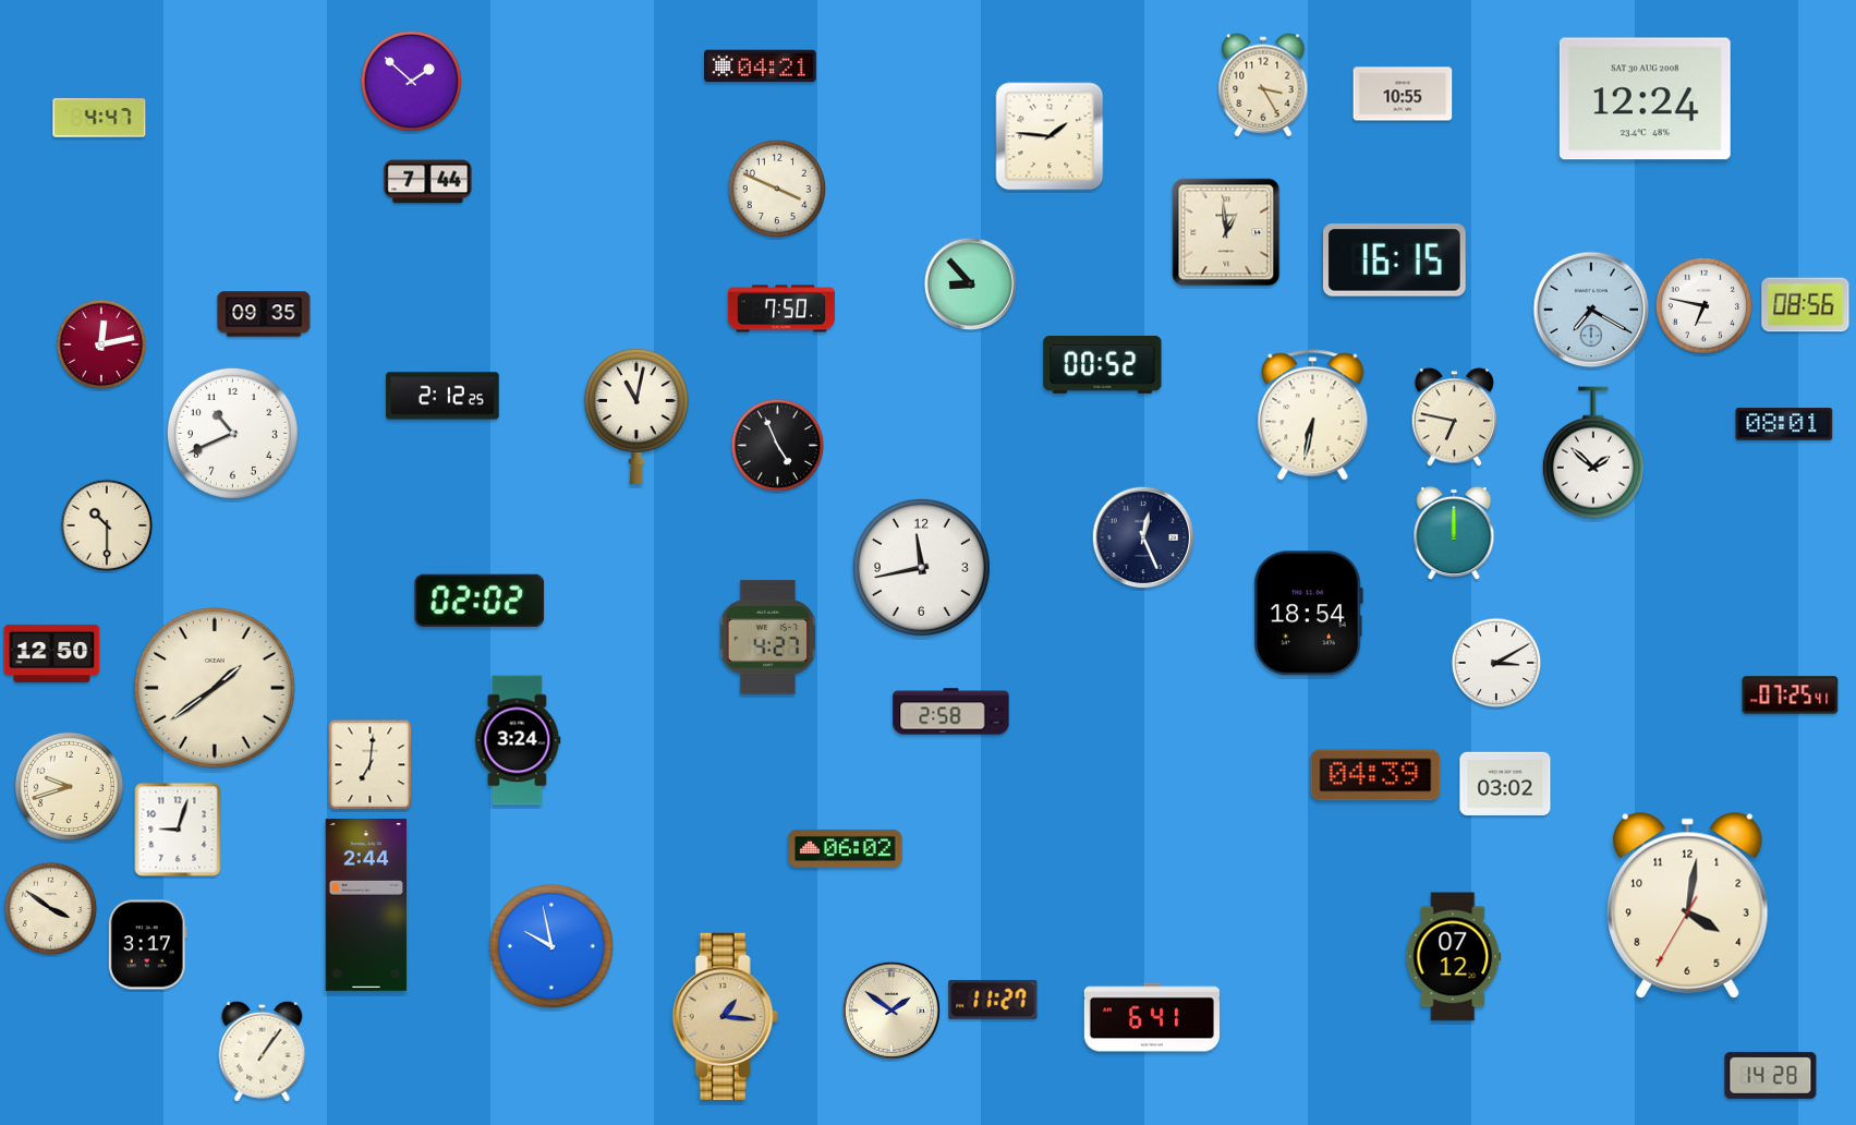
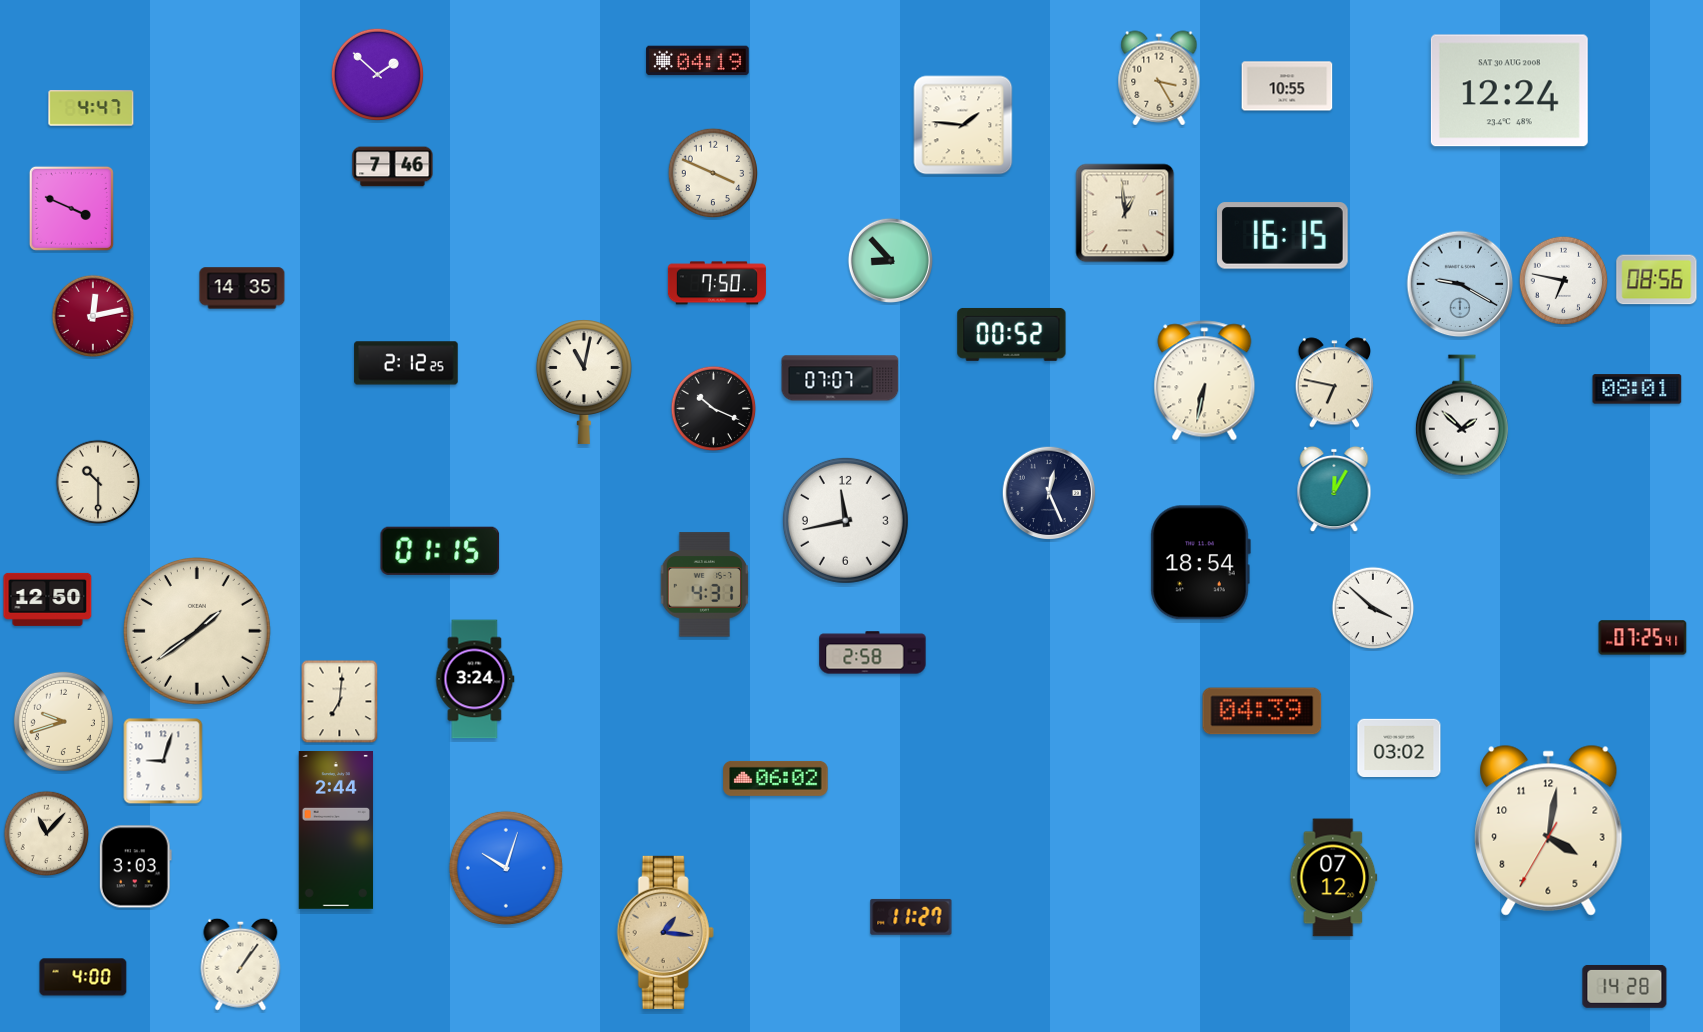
clock at (761, 66): 04:21 -> 04:19
clock at (428, 182): 7:44 -> 7:46
clock at (71, 208): none -> 3:49
clock at (1395, 261) position: (1395, 261) -> (1283, 236)
clock at (1591, 310): 7:20 -> 9:20
clock at (264, 314): 09:35 -> 14:35
clock at (840, 378): none -> 07:07
clock at (232, 433): 10:41 -> none
clock at (778, 446): 4:56 -> 10:19
clock at (1454, 533): 12:00 -> 12:05
clock at (480, 601): 02:02 -> 01:15
clock at (767, 638): 4:27 -> 4:31
clock at (1496, 663): 3:10 -> 3:52
clock at (1505, 784) position: (1505, 784) -> (1399, 748)
clock at (51, 909): 3:51 -> 11:07
clock at (147, 945): 3:17 -> 3:03
clock at (551, 946): 9:58 -> 10:03
clock at (890, 1009): 1:51 -> none
clock at (1152, 1017): 6:41 -> none
clock at (83, 977): none -> 4:00
